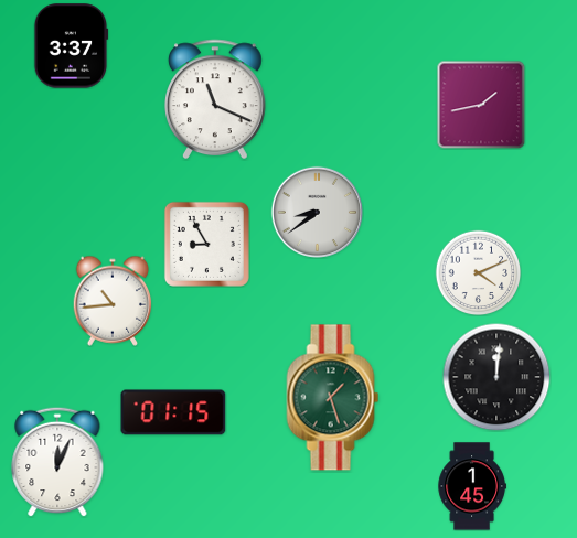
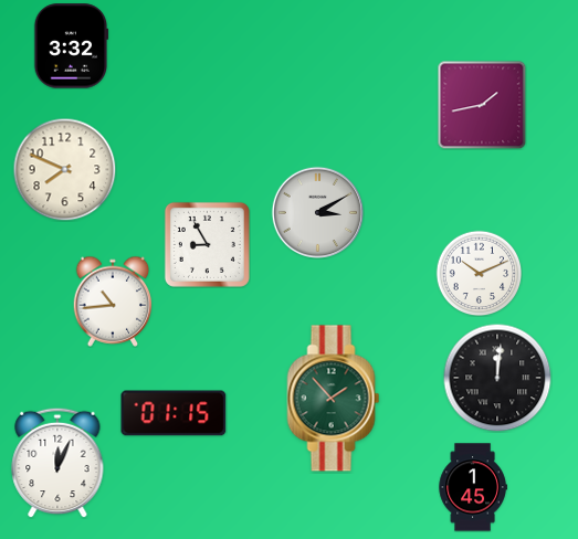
clock at (71, 46): 3:37 -> 3:32
clock at (215, 99): 11:19 -> none
clock at (64, 169): none -> 7:49
clock at (317, 212): 8:39 -> 3:10
clock at (478, 272): 4:11 -> 10:11
clock at (333, 398): 1:27 -> 1:53
